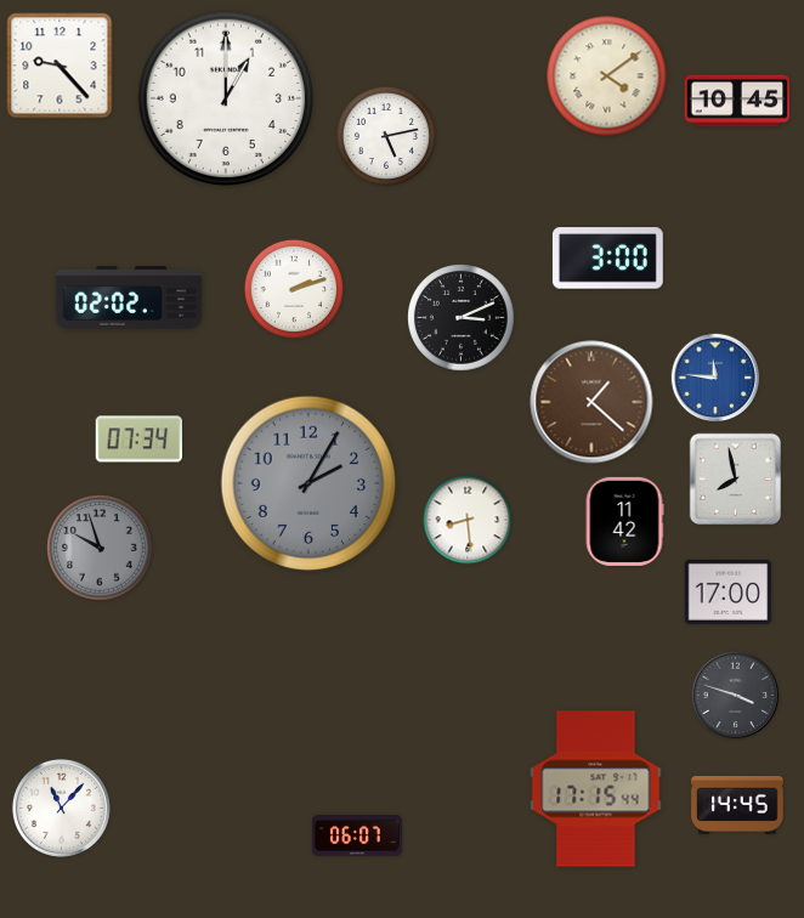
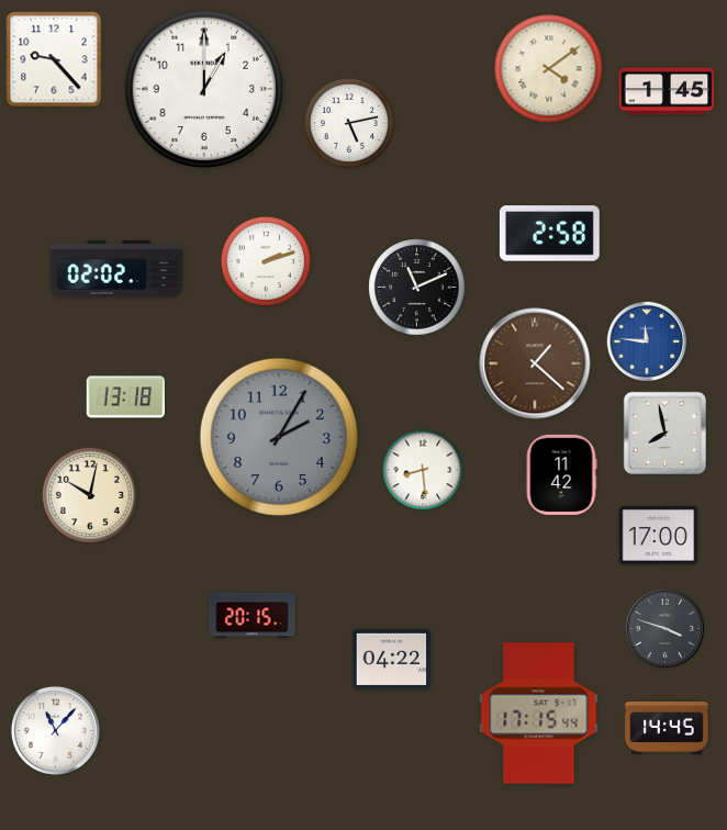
clock at (737, 101): 10:45 -> 1:45
clock at (607, 259): 3:00 -> 2:58
clock at (462, 318): 3:11 -> 11:11
clock at (140, 440): 07:34 -> 13:18
clock at (624, 521) position: (624, 521) -> (561, 474)
clock at (101, 549): 9:57 -> 10:02
clock at (101, 549) dial: grey -> cream
clock at (253, 616): none -> 20:15
clock at (392, 659): none -> 04:22
clock at (357, 837): 06:07 -> none
